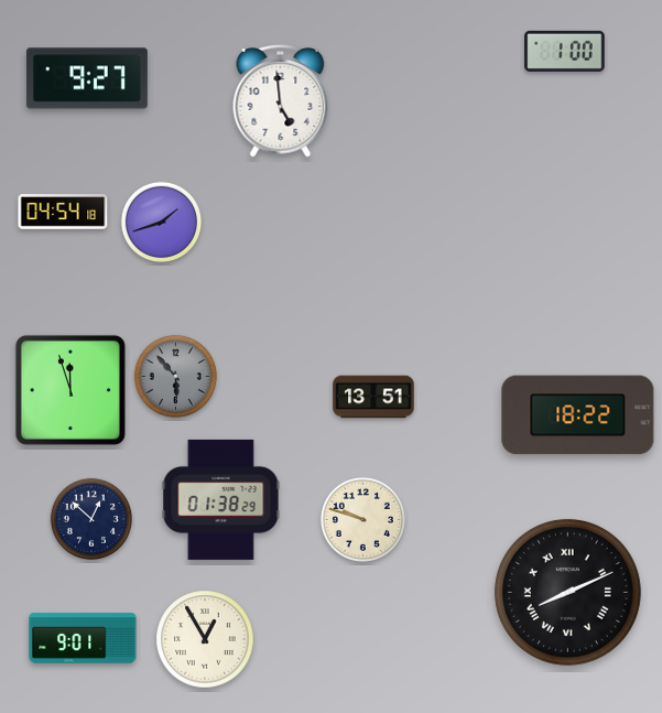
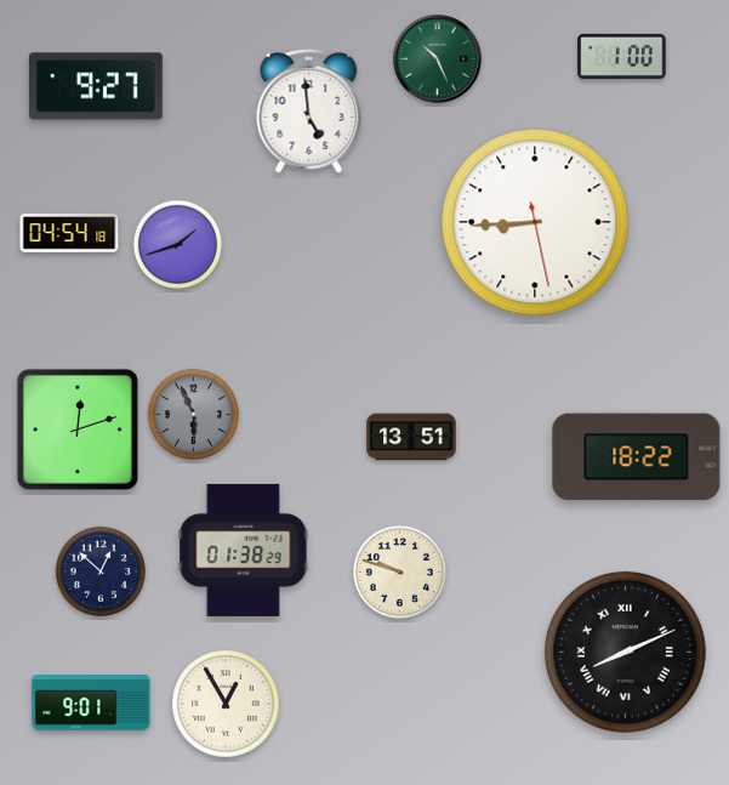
clock at (438, 59): none -> 10:26
clock at (535, 222): none -> 8:44
clock at (175, 376): 5:53 -> 5:56
clock at (70, 390): 11:57 -> 12:12
